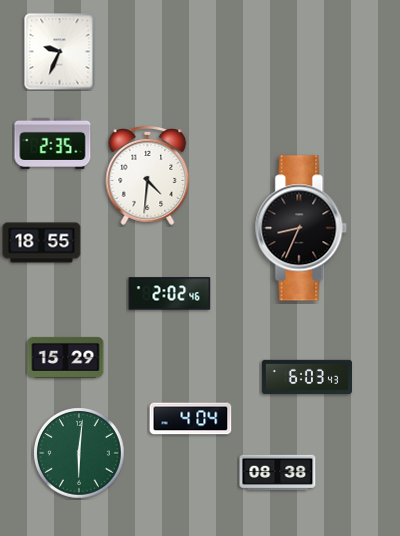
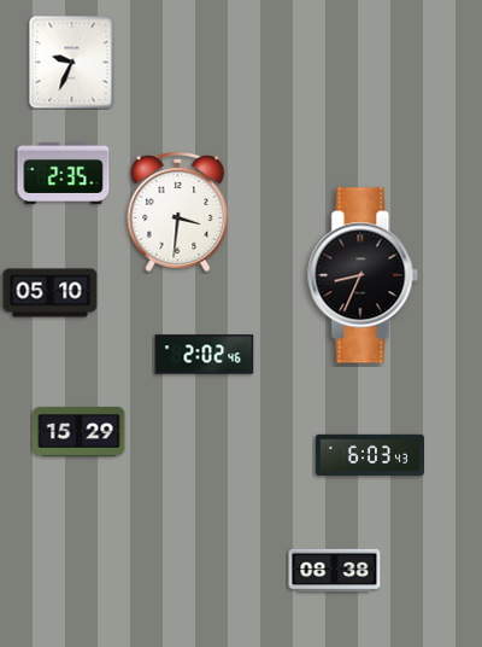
clock at (148, 175): 4:31 -> 3:31
clock at (42, 243): 18:55 -> 05:10
clock at (191, 419): 4:04 -> none
clock at (80, 454): 6:01 -> none
